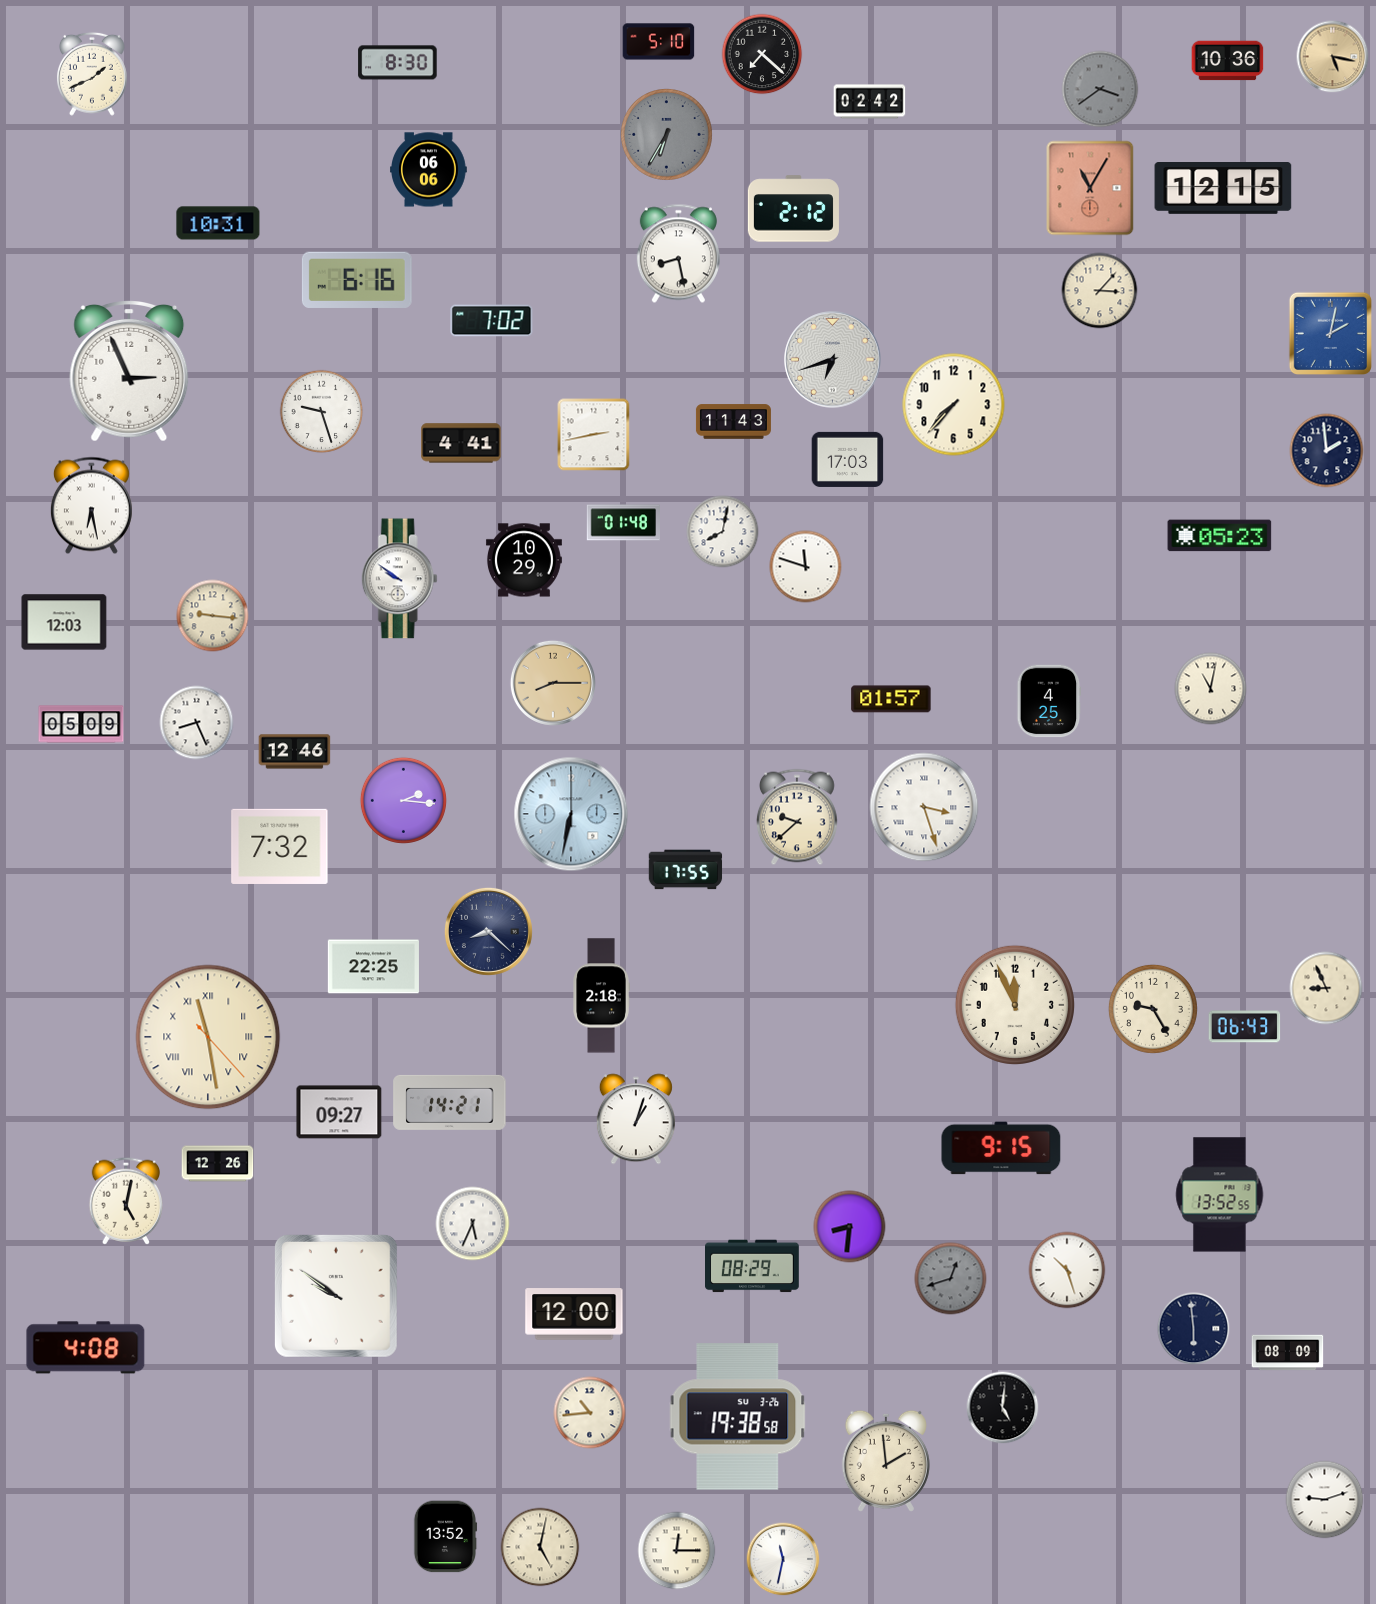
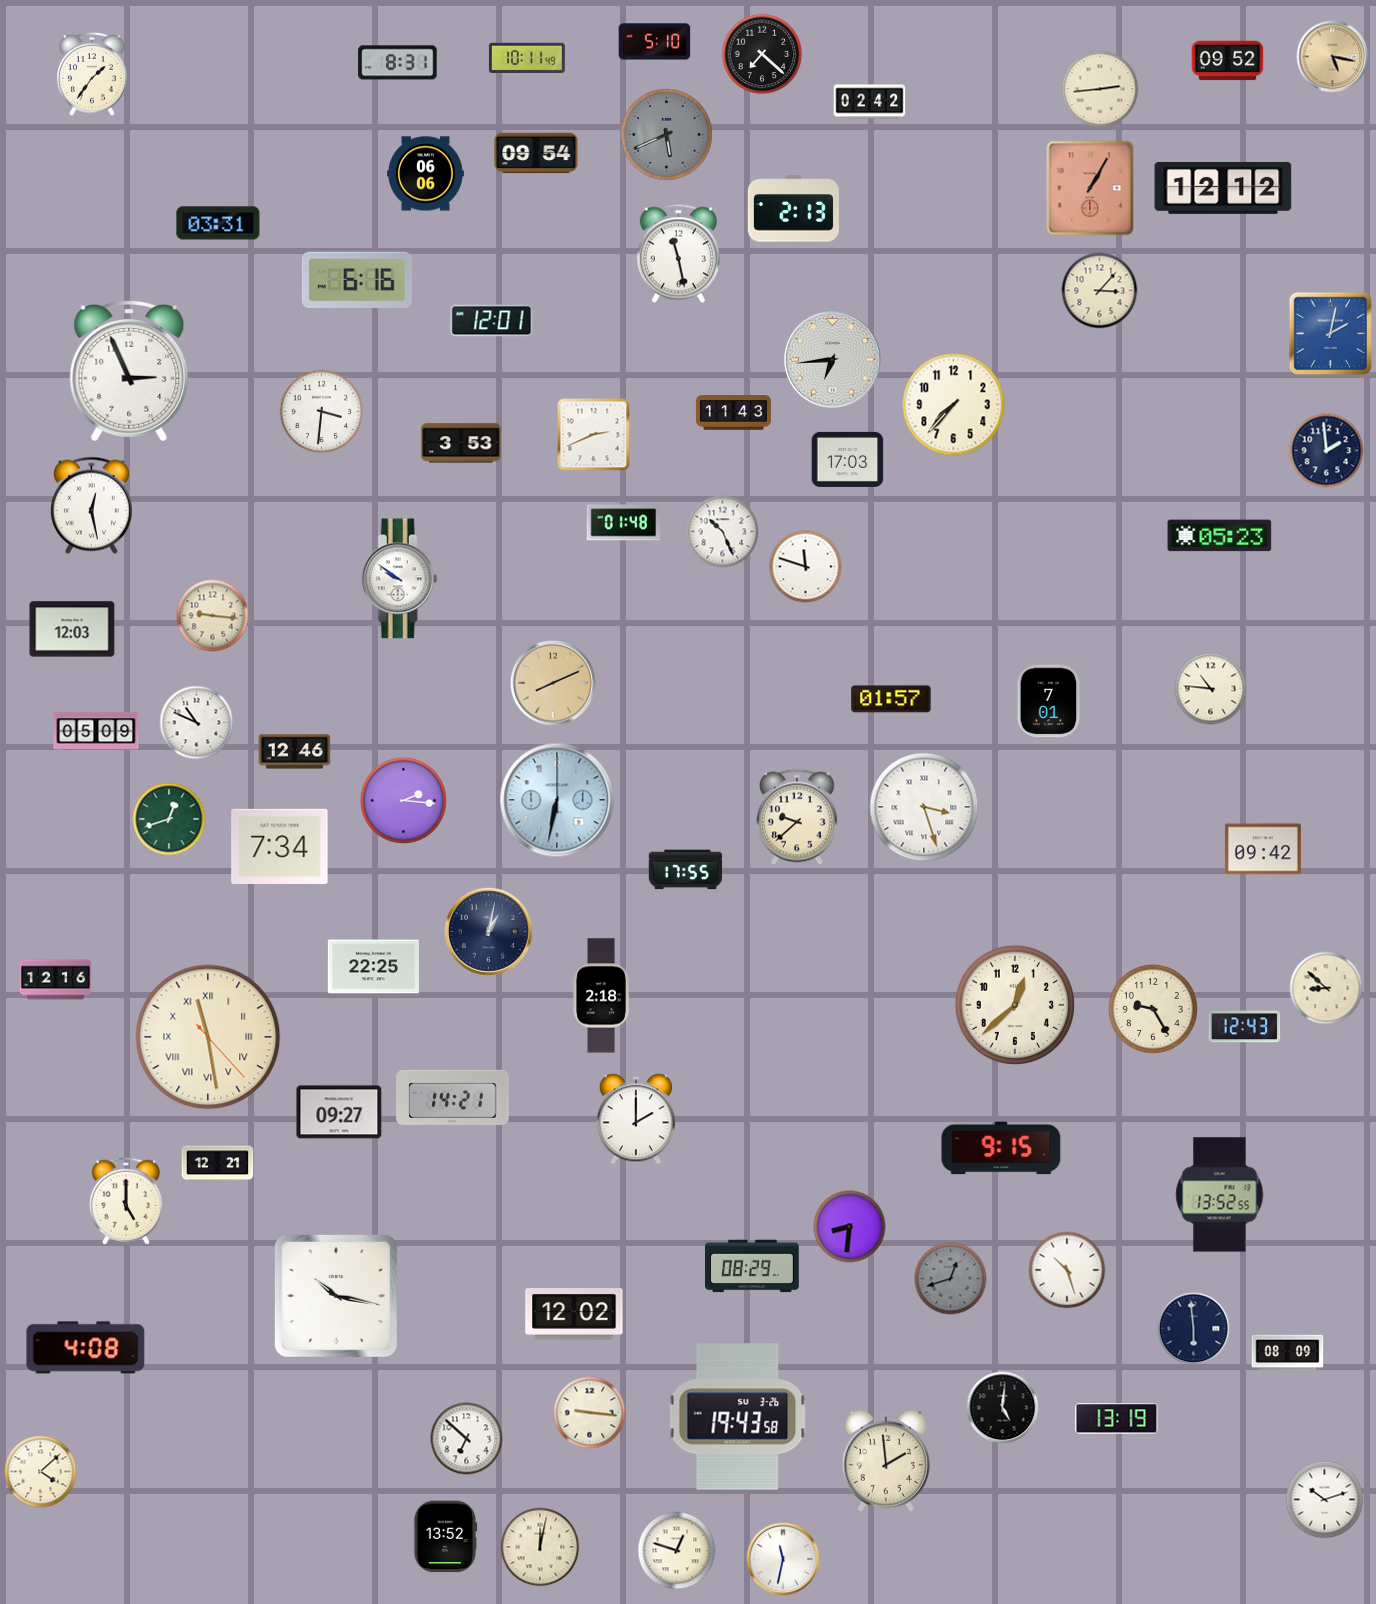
clock at (659, 42) position: (659, 42) -> (655, 42)
clock at (527, 58): none -> 10:11
clock at (1228, 61): 10:36 -> 09:52
clock at (398, 63): 8:30 -> 8:31
clock at (92, 74): 1:41 -> 1:36
clock at (1100, 89): 3:39 -> 2:44
clock at (1100, 89) dial: grey -> cream
clock at (667, 135): 6:35 -> 5:41
clock at (536, 153): none -> 09:54
clock at (429, 170) position: (429, 170) -> (426, 174)
clock at (1090, 188): 11:05 -> 1:05
clock at (1223, 189): 12:15 -> 12:12
clock at (793, 209): 2:12 -> 2:13
clock at (218, 223): 10:31 -> 03:31
clock at (678, 254): 8:28 -> 11:28
clock at (492, 321): 7:02 -> 12:01
clock at (833, 360): 6:42 -> 6:44
clock at (322, 412): 9:27 -> 3:31
clock at (733, 422) position: (733, 422) -> (733, 413)
clock at (594, 435): 2:43 -> 2:41
clock at (461, 443): 4:41 -> 3:53
clock at (91, 506): 6:28 -> 12:28
clock at (723, 532): 8:02 -> 10:26
clock at (524, 560): 10:29 -> none
clock at (64, 622) position: (64, 622) -> (72, 629)
clock at (553, 683): 8:15 -> 8:11
clock at (1211, 689): 11:02 -> 10:46
clock at (1049, 701): 4:25 -> 7:01
clock at (197, 723): 8:26 -> 10:49
clock at (81, 724) position: (81, 724) -> (96, 731)
clock at (571, 814) position: (571, 814) -> (557, 800)
clock at (169, 819): none -> 12:42
clock at (280, 846): 7:32 -> 7:34
clock at (1263, 849): none -> 09:42
clock at (488, 931): 8:22 -> 1:02
clock at (56, 980): none -> 12:16
clock at (1326, 988): 8:56 -> 8:52
clock at (1015, 1005): 11:56 -> 12:38
clock at (1245, 1027): 06:43 -> 12:43
clock at (450, 1102) position: (450, 1102) -> (453, 1097)
clock at (636, 1119): 1:03 -> 2:00
clock at (218, 1164): 12:26 -> 12:21
clock at (125, 1201): 5:02 -> 5:00
clock at (473, 1224): 5:34 -> none
clock at (336, 1296): 9:51 -> 10:17
clock at (574, 1314): 12:00 -> 12:02
clock at (590, 1413): 10:44 -> 9:16
clock at (738, 1417): 19:38 -> 19:43
clock at (1117, 1419): none -> 13:19
clock at (467, 1439): none -> 6:52
clock at (41, 1472): none -> 4:08
clock at (1325, 1500): 9:12 -> 10:12
clock at (540, 1547): 5:02 -> 12:02
clock at (677, 1551): 12:15 -> 12:48
